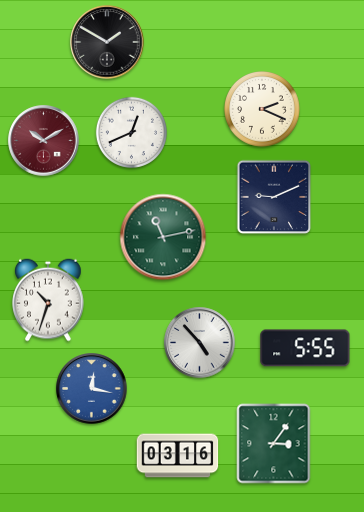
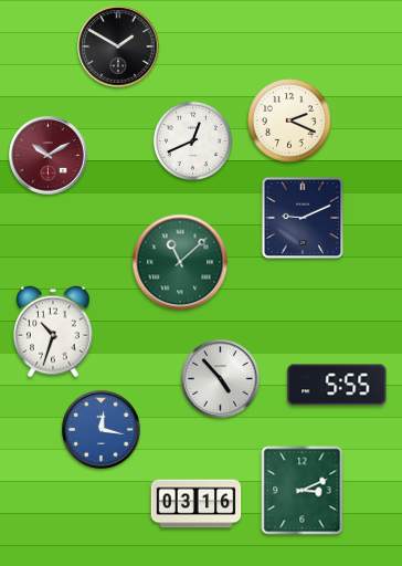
clock at (131, 132) position: (131, 132) -> (192, 140)
clock at (163, 237): 11:13 -> 11:08
clock at (274, 444): 3:06 -> 3:11
